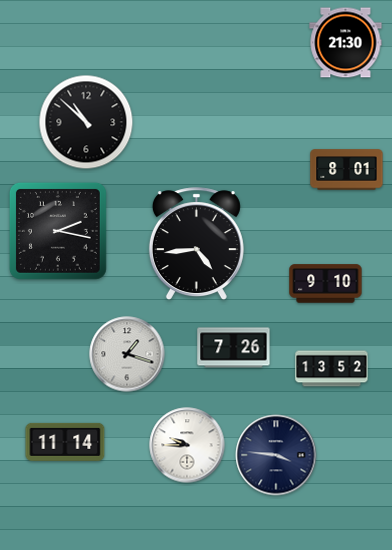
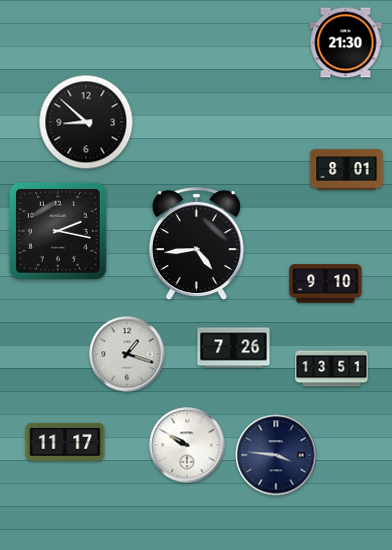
clock at (86, 122): 10:52 -> 8:52
clock at (332, 369): 13:52 -> 13:51
clock at (65, 442): 11:14 -> 11:17
clock at (187, 445): 9:45 -> 9:50
